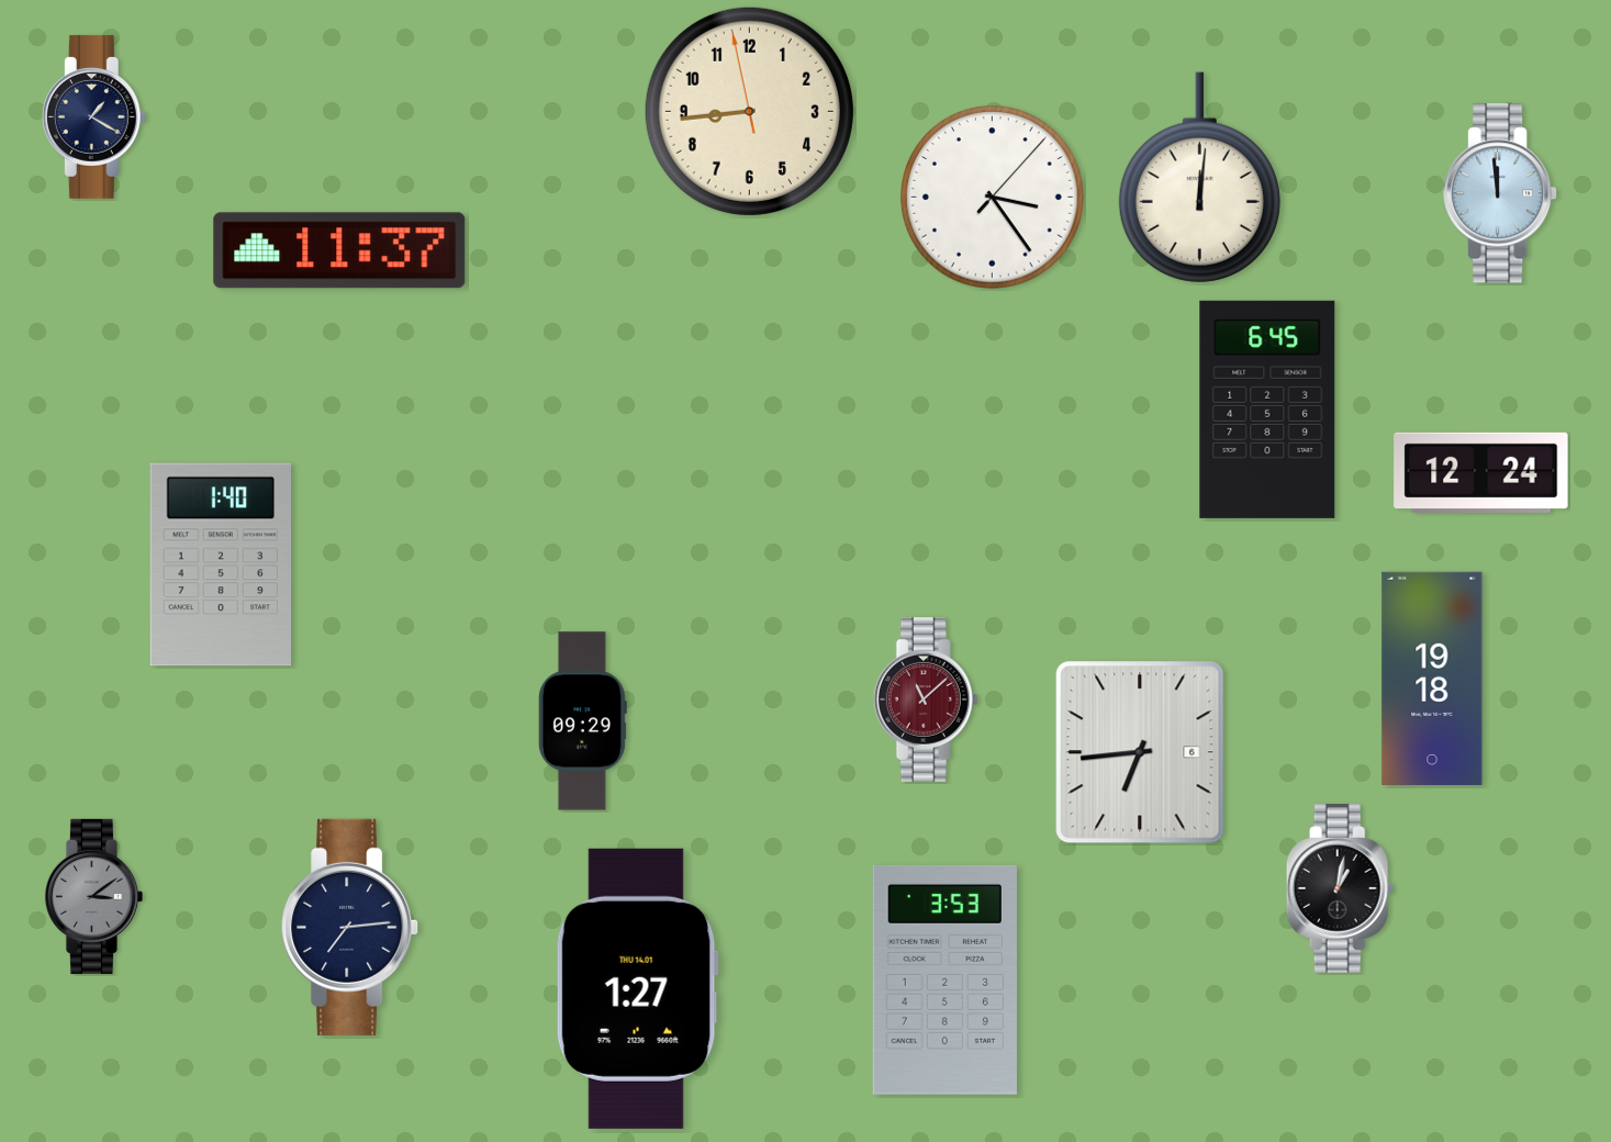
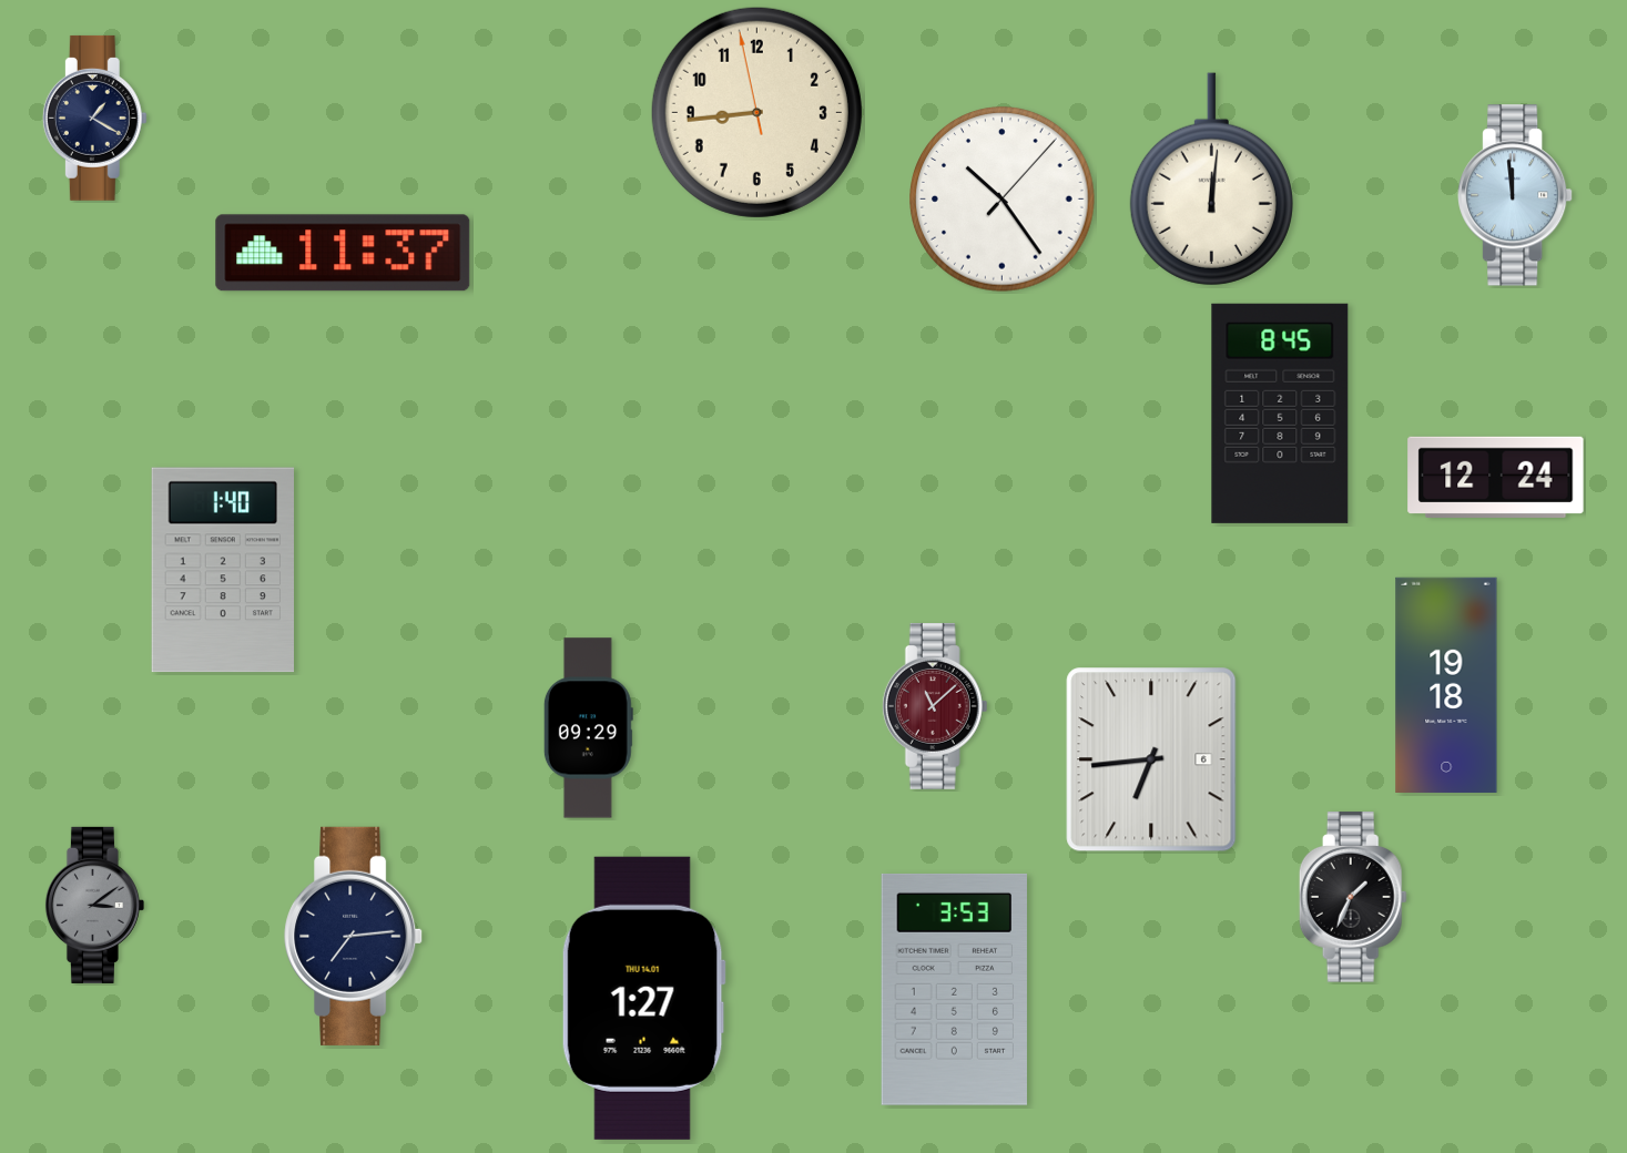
clock at (993, 198): 3:24 -> 10:24
clock at (1267, 410): 6:45 -> 8:45
clock at (1340, 888): 1:02 -> 1:34
